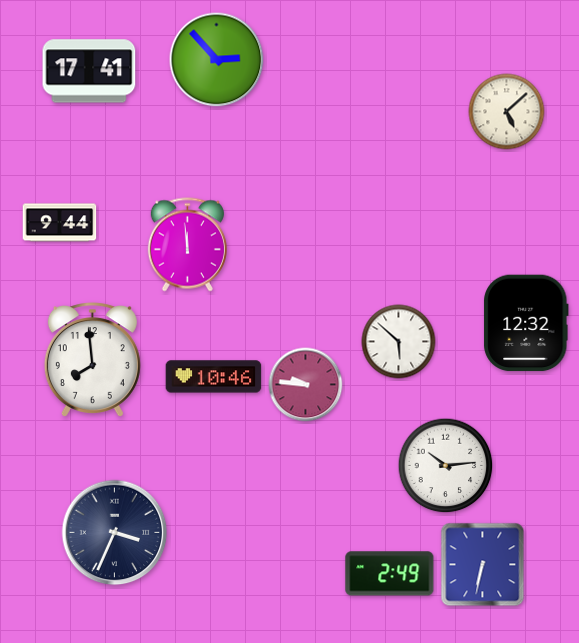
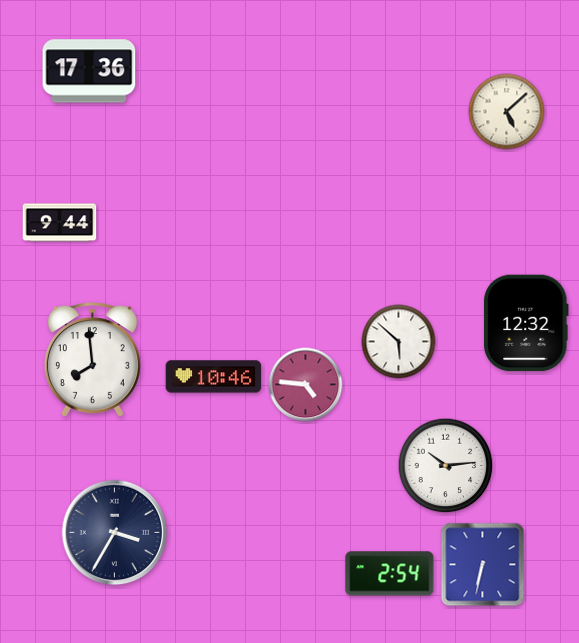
clock at (217, 60): 2:53 -> none
clock at (89, 71): 17:41 -> 17:36
clock at (187, 245): 11:59 -> none
clock at (306, 385): 9:46 -> 4:46
clock at (115, 533): 3:34 -> 3:35
clock at (390, 574): 2:49 -> 2:54
